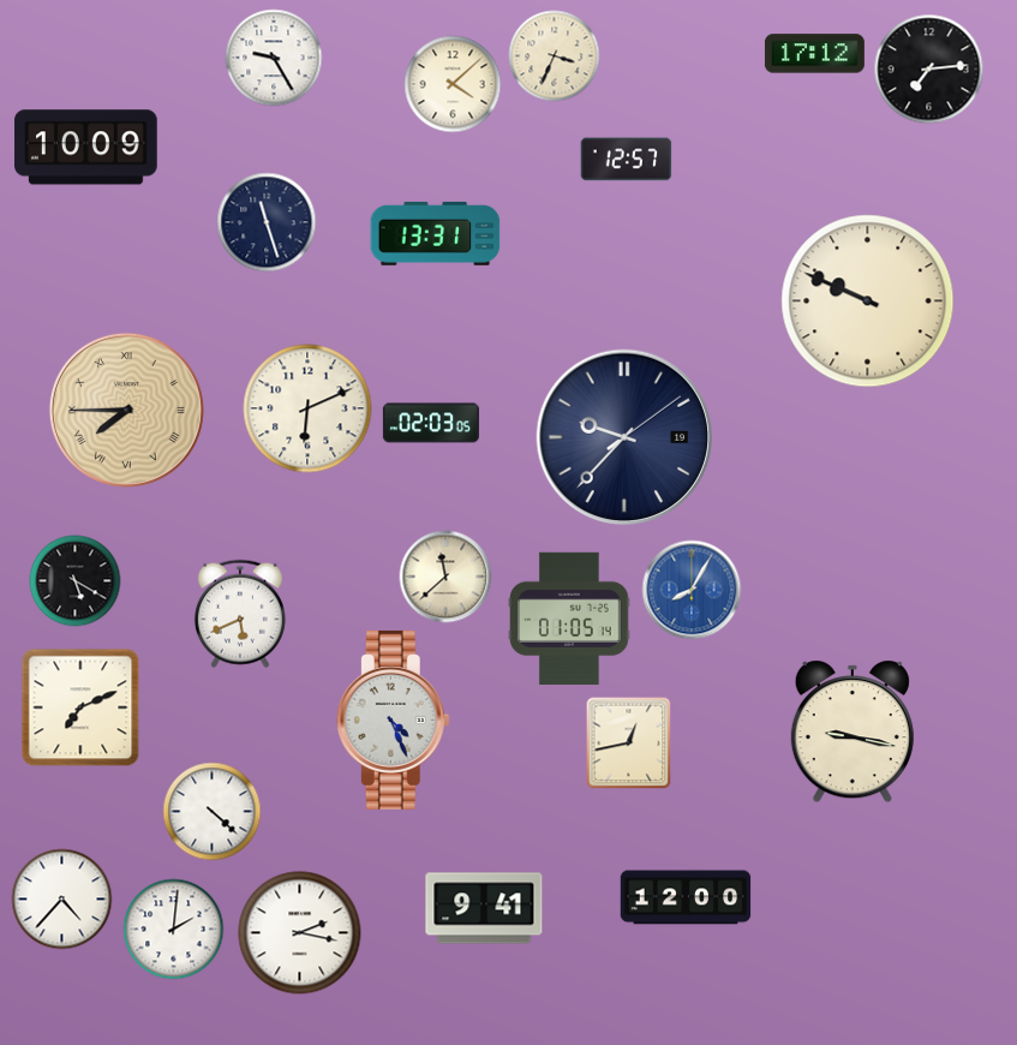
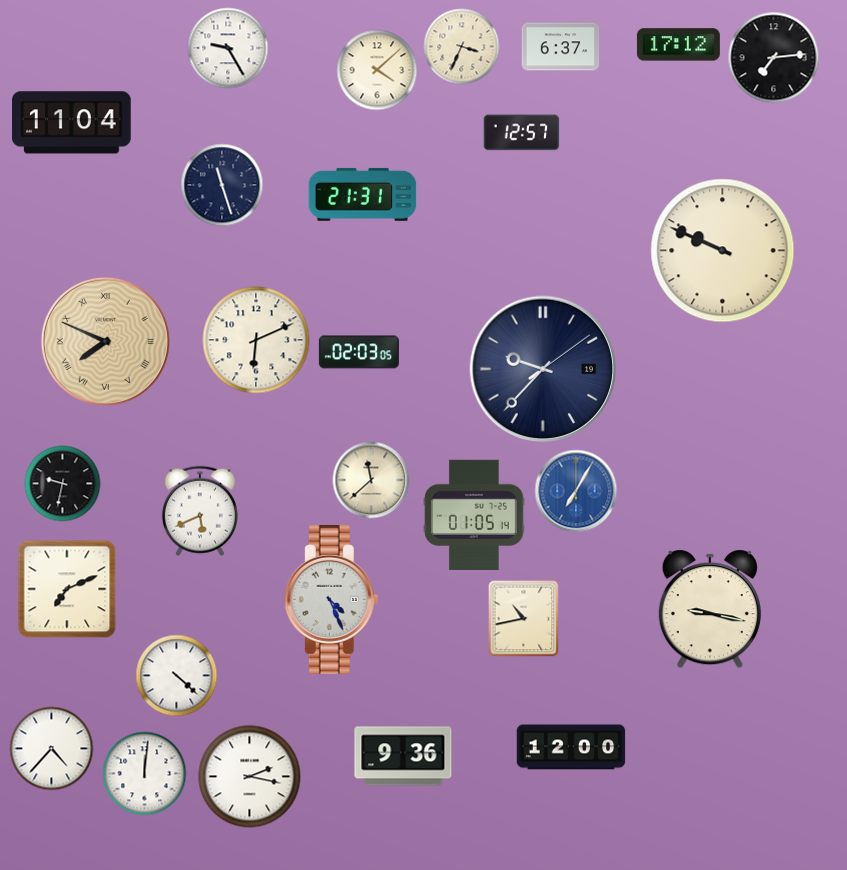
clock at (561, 47): none -> 6:37
clock at (86, 148): 10:09 -> 11:04
clock at (436, 233): 13:31 -> 21:31
clock at (126, 410): 7:45 -> 7:49
clock at (624, 437) position: (624, 437) -> (543, 369)
clock at (76, 581): 5:20 -> 9:32
clock at (692, 590): 8:05 -> 7:05
clock at (393, 719) position: (393, 719) -> (331, 599)
clock at (629, 744): 12:43 -> 10:43
clock at (484, 908): 9:41 -> 9:36
clock at (174, 930): 2:01 -> 12:01
